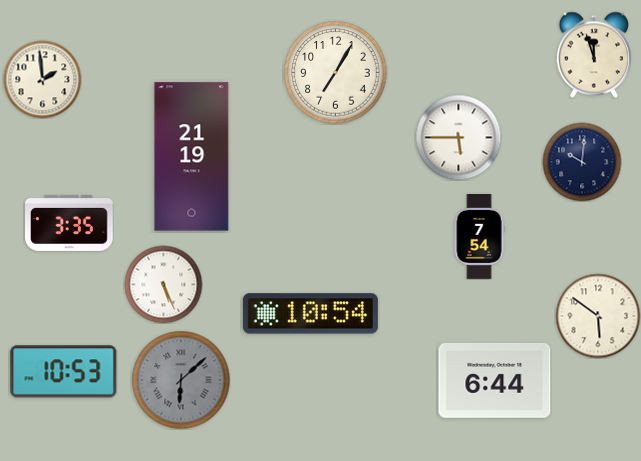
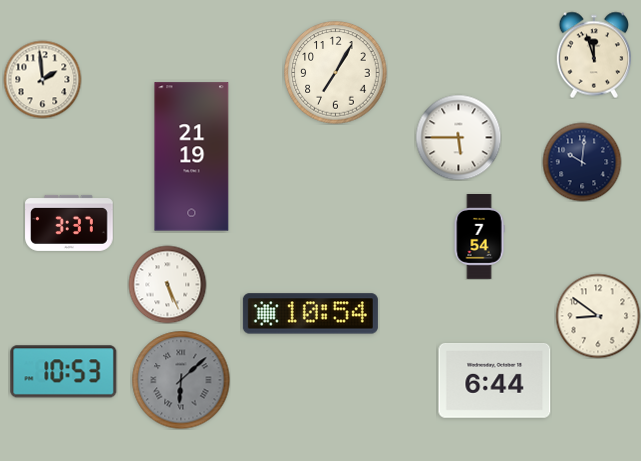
clock at (69, 223): 3:35 -> 3:37
clock at (163, 284) position: (163, 284) -> (167, 284)
clock at (598, 316): 5:51 -> 8:51
